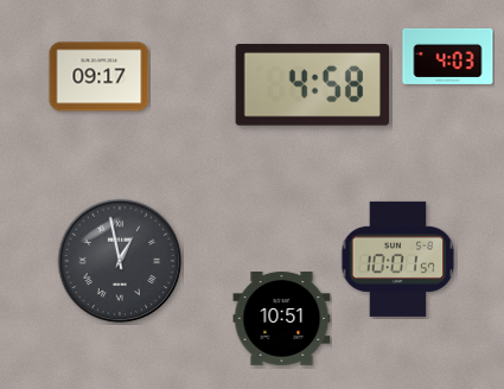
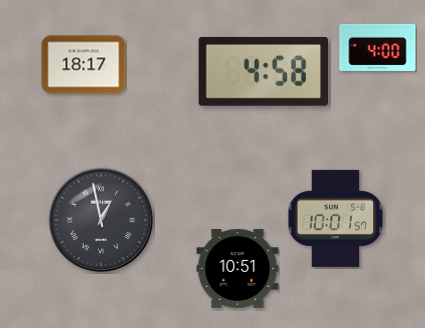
clock at (448, 56): 4:03 -> 4:00
clock at (100, 77): 09:17 -> 18:17
